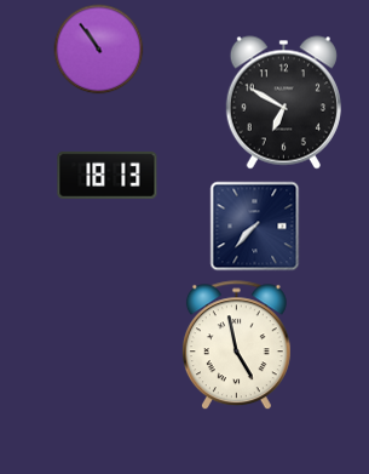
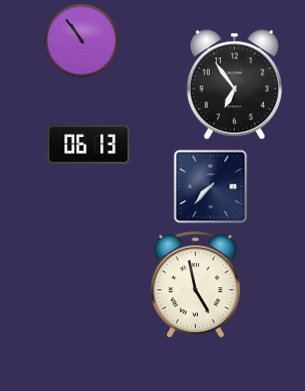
clock at (283, 103): 6:50 -> 6:54
clock at (108, 175): 18:13 -> 06:13
